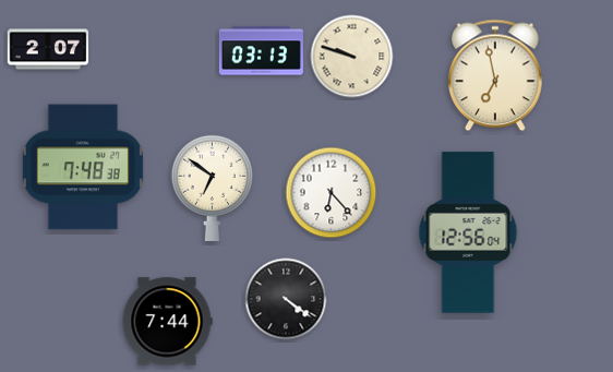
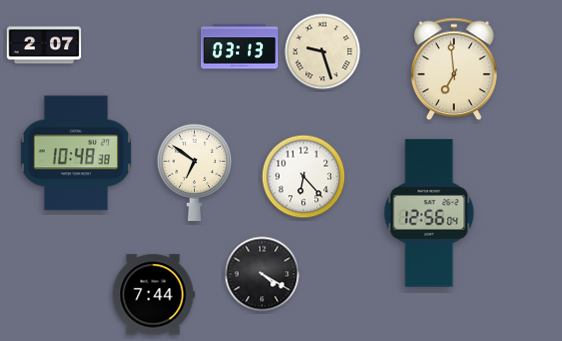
clock at (352, 57): 9:48 -> 9:27
clock at (495, 75): 6:58 -> 6:59
clock at (83, 167): 7:48 -> 10:48
clock at (286, 299): 4:21 -> 4:20
